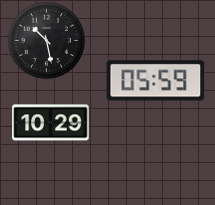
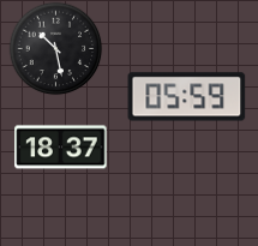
clock at (51, 123): 10:29 -> 18:37
